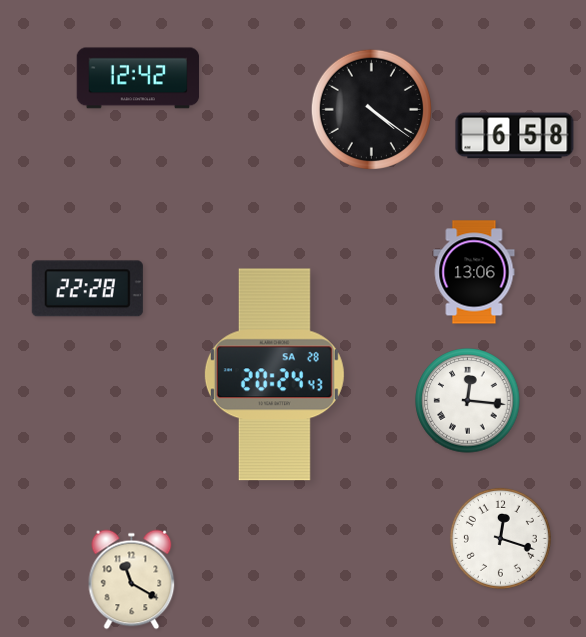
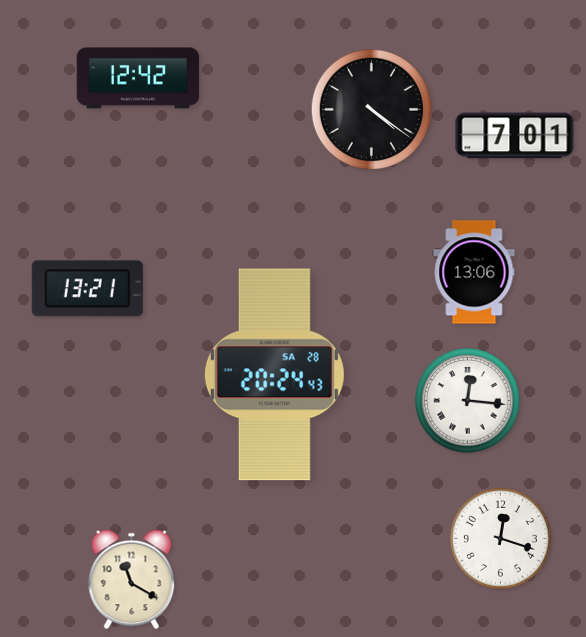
clock at (515, 136): 6:58 -> 7:01
clock at (87, 289): 22:28 -> 13:21
